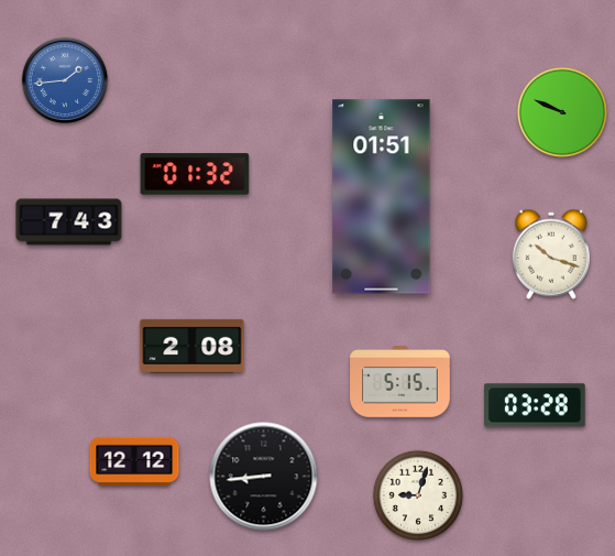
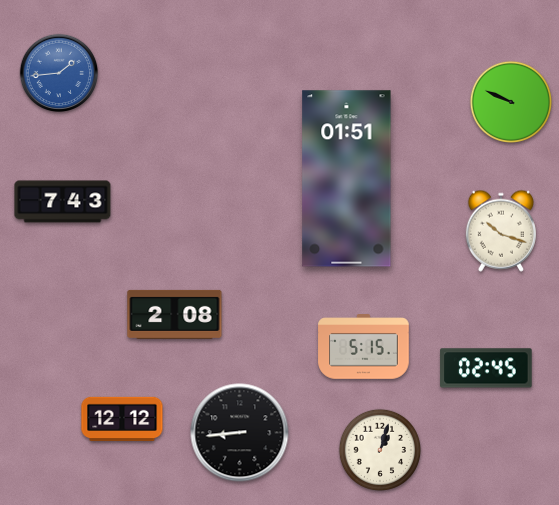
clock at (195, 174): 01:32 -> none
clock at (535, 405): 03:28 -> 02:45
clock at (417, 494): 9:03 -> 1:03
